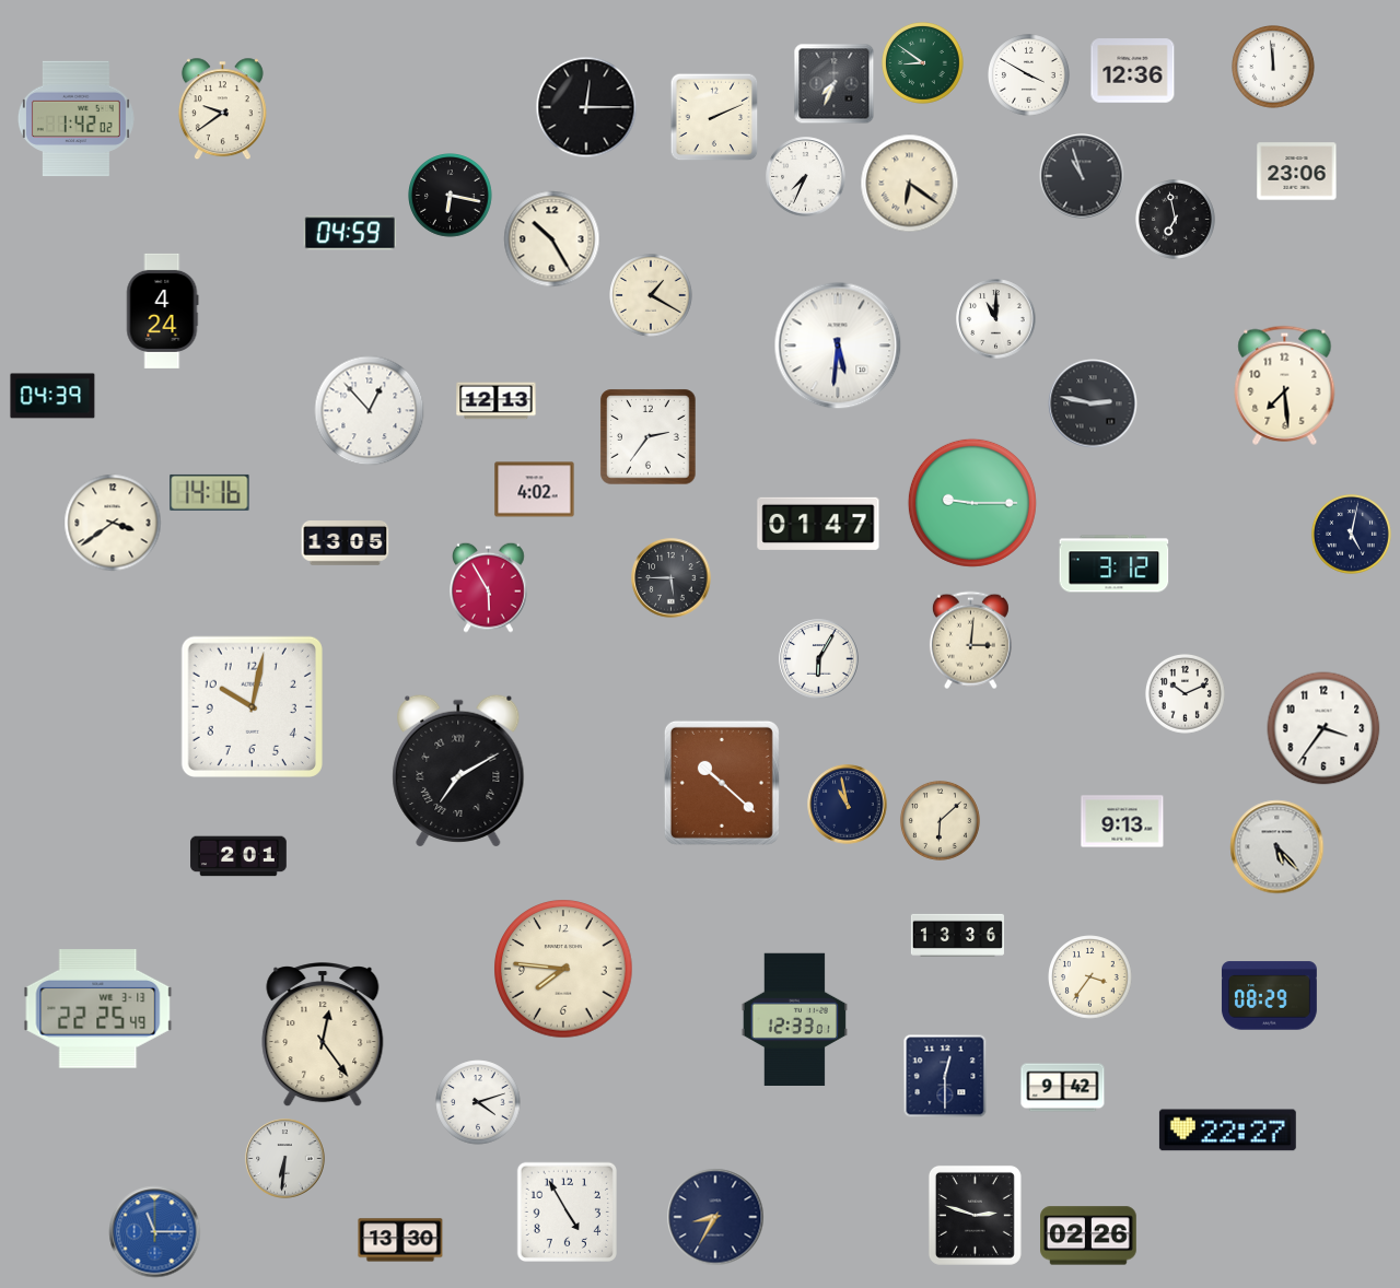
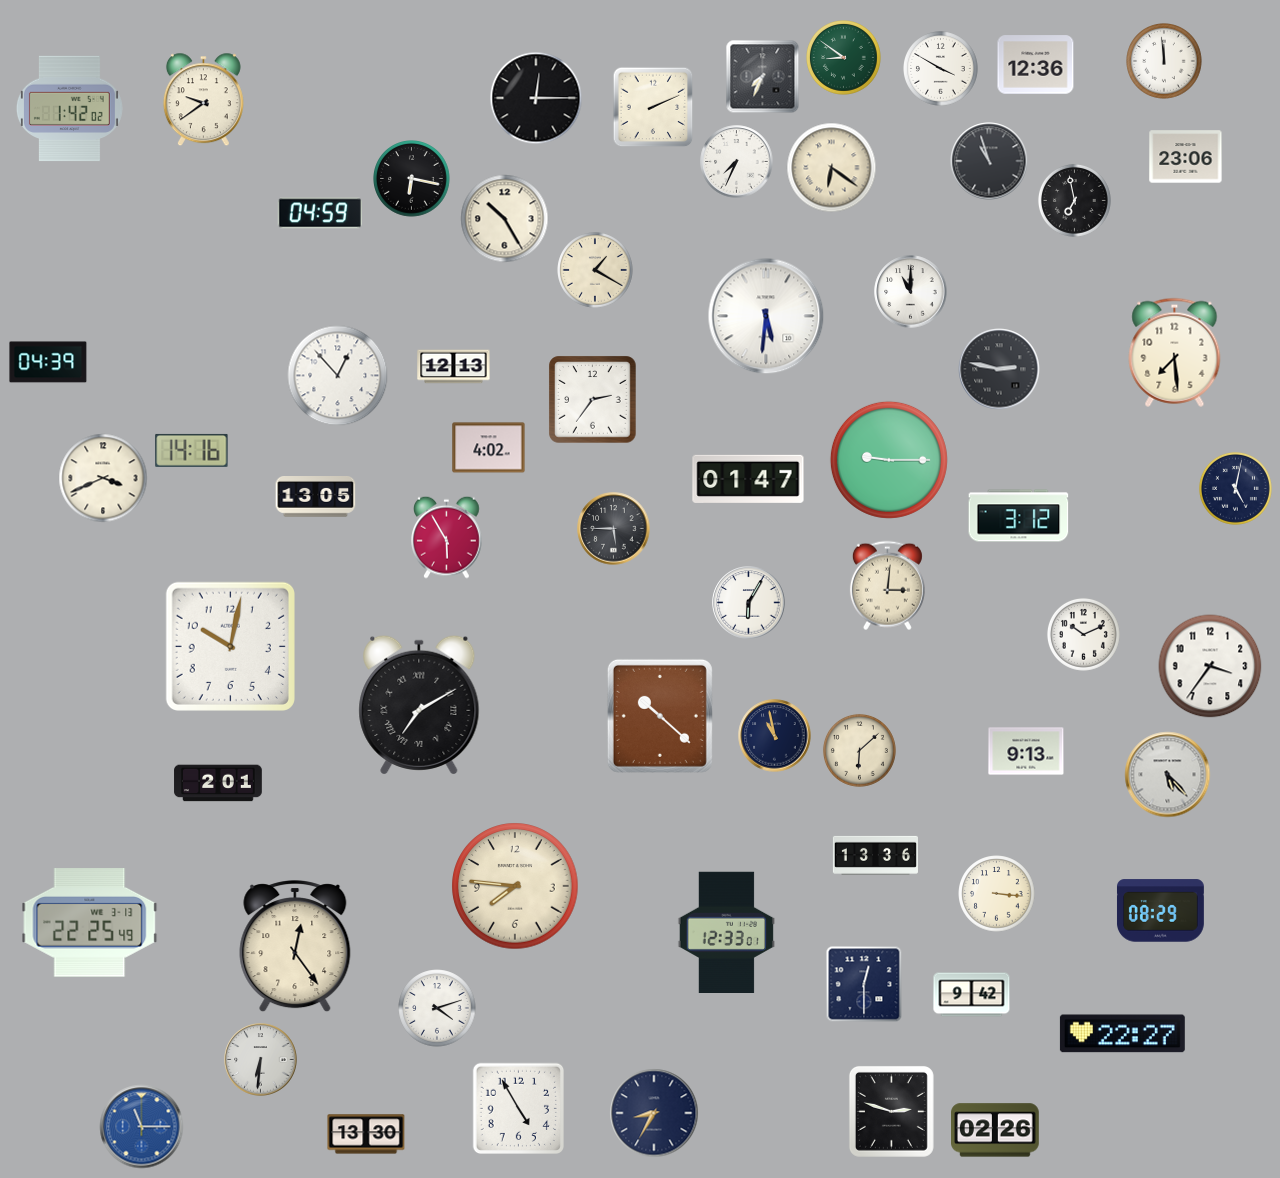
clock at (163, 311): 4:24 -> none
clock at (113, 523): 3:39 -> 3:41
clock at (1090, 977): 3:36 -> 3:16
